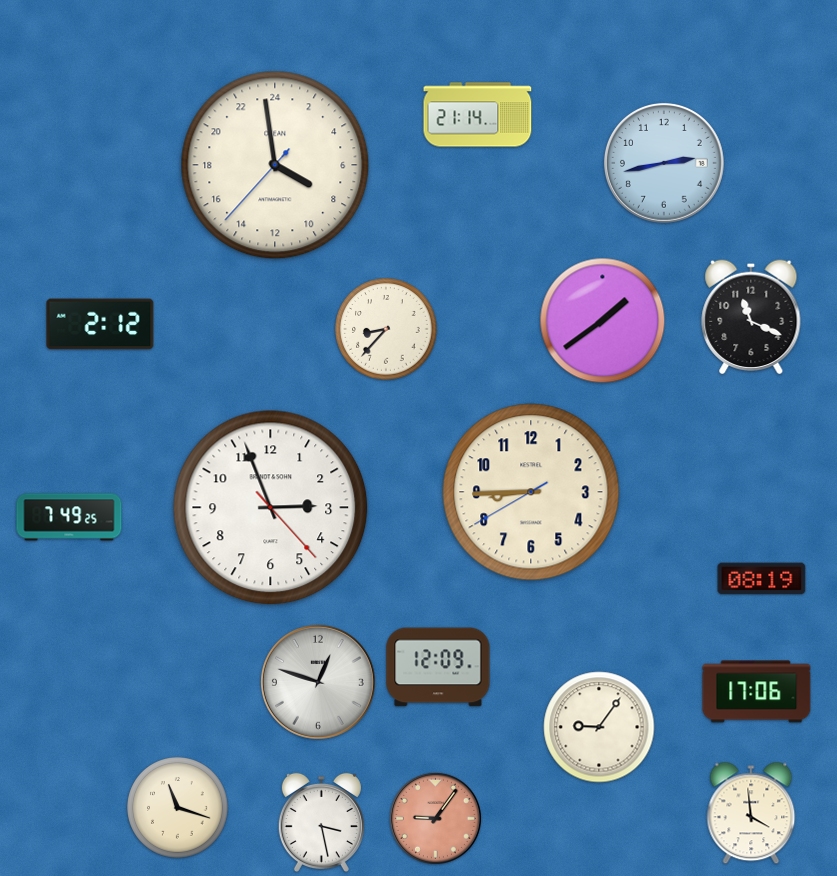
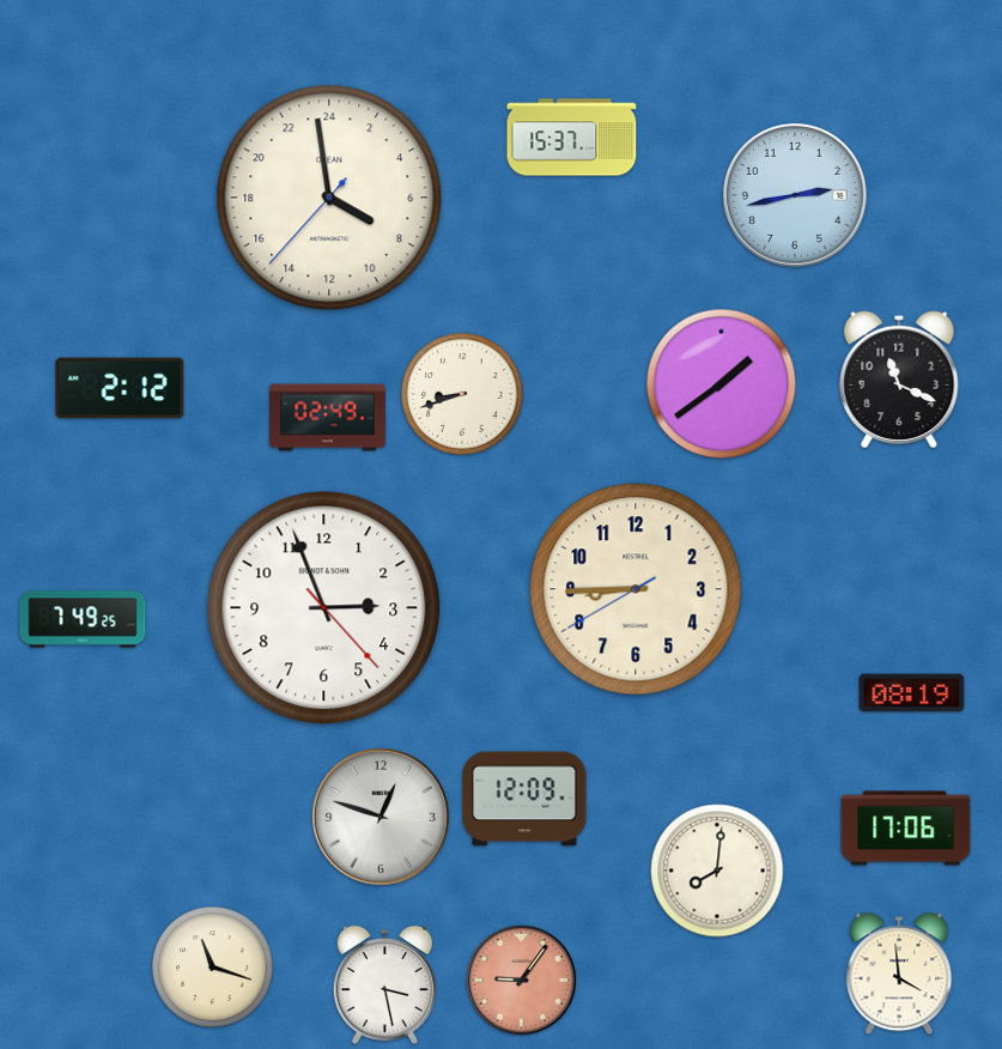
clock at (478, 115): 21:14 -> 15:37
clock at (386, 329): 8:37 -> 8:42
clock at (328, 418): none -> 02:49
clock at (599, 727): 9:06 -> 8:01
